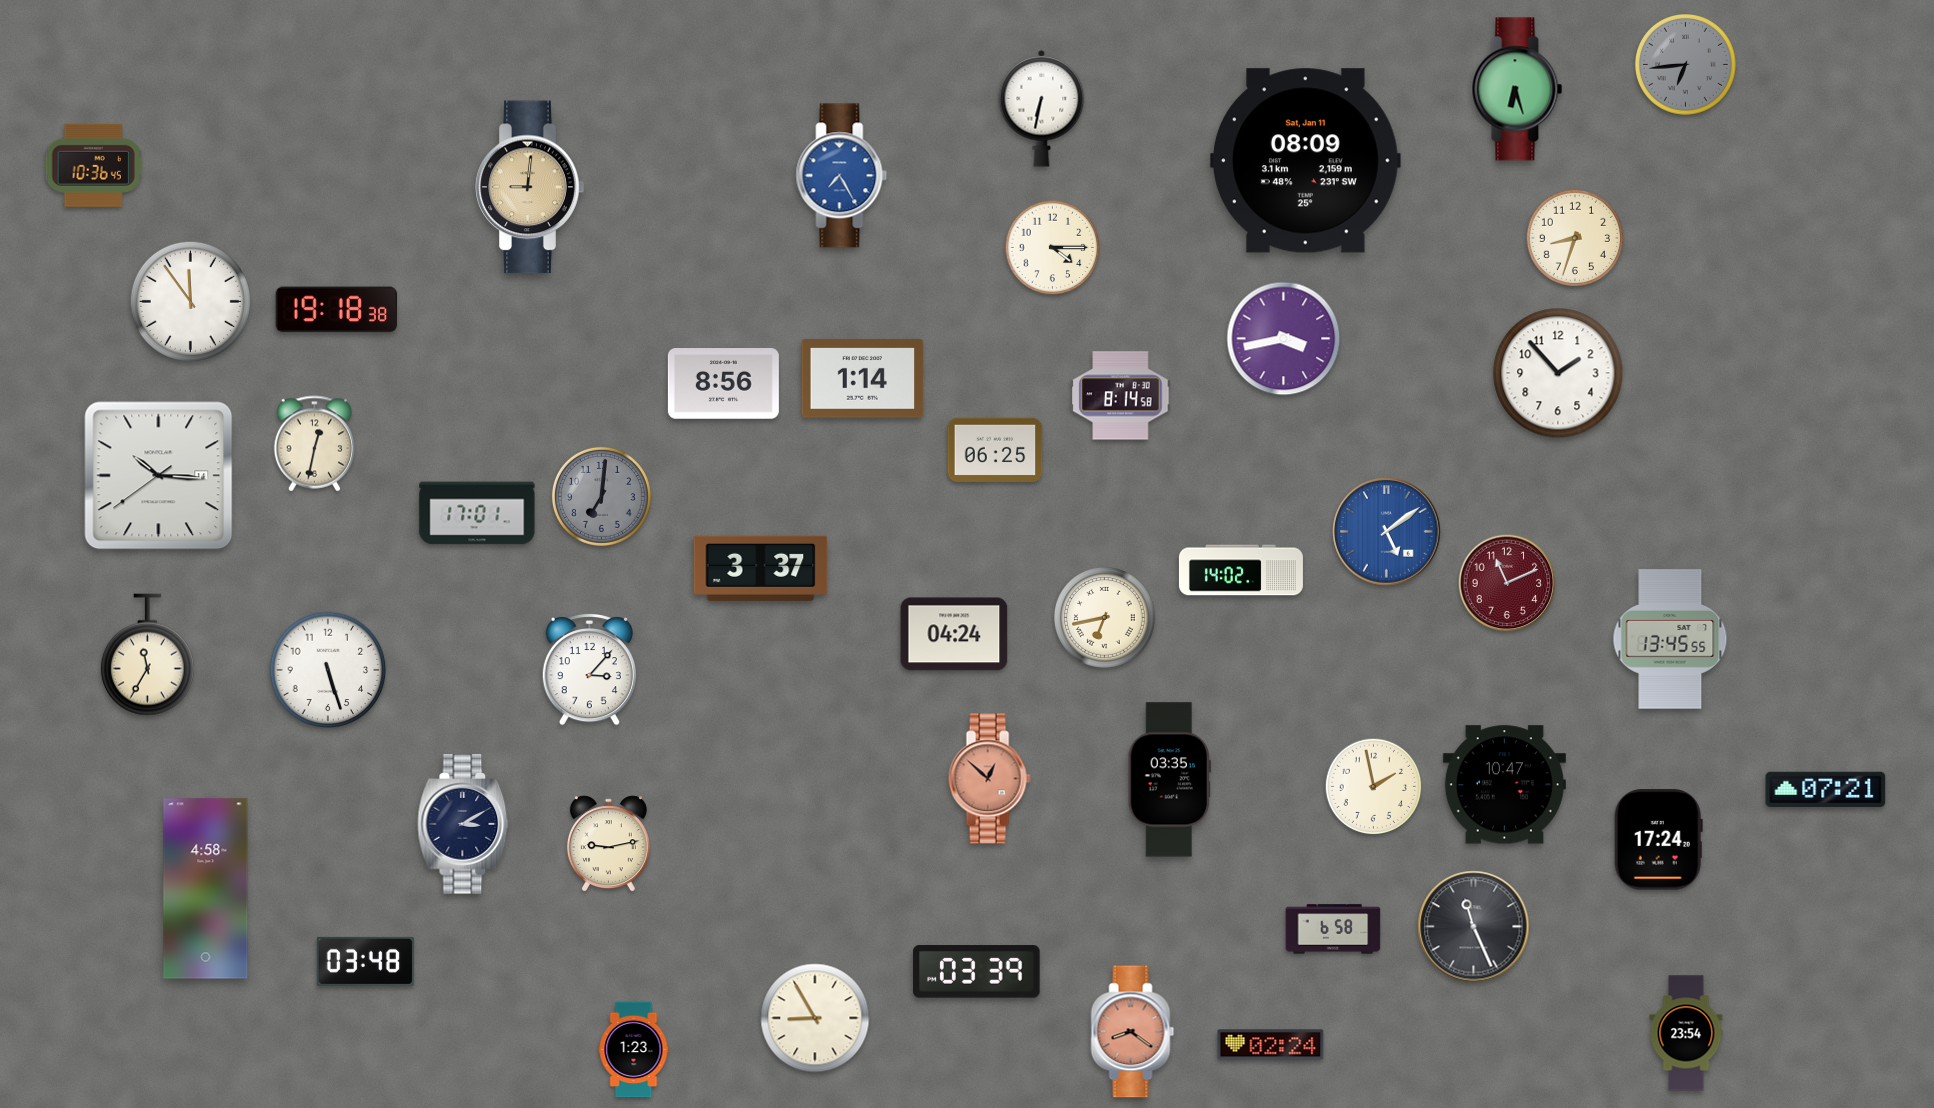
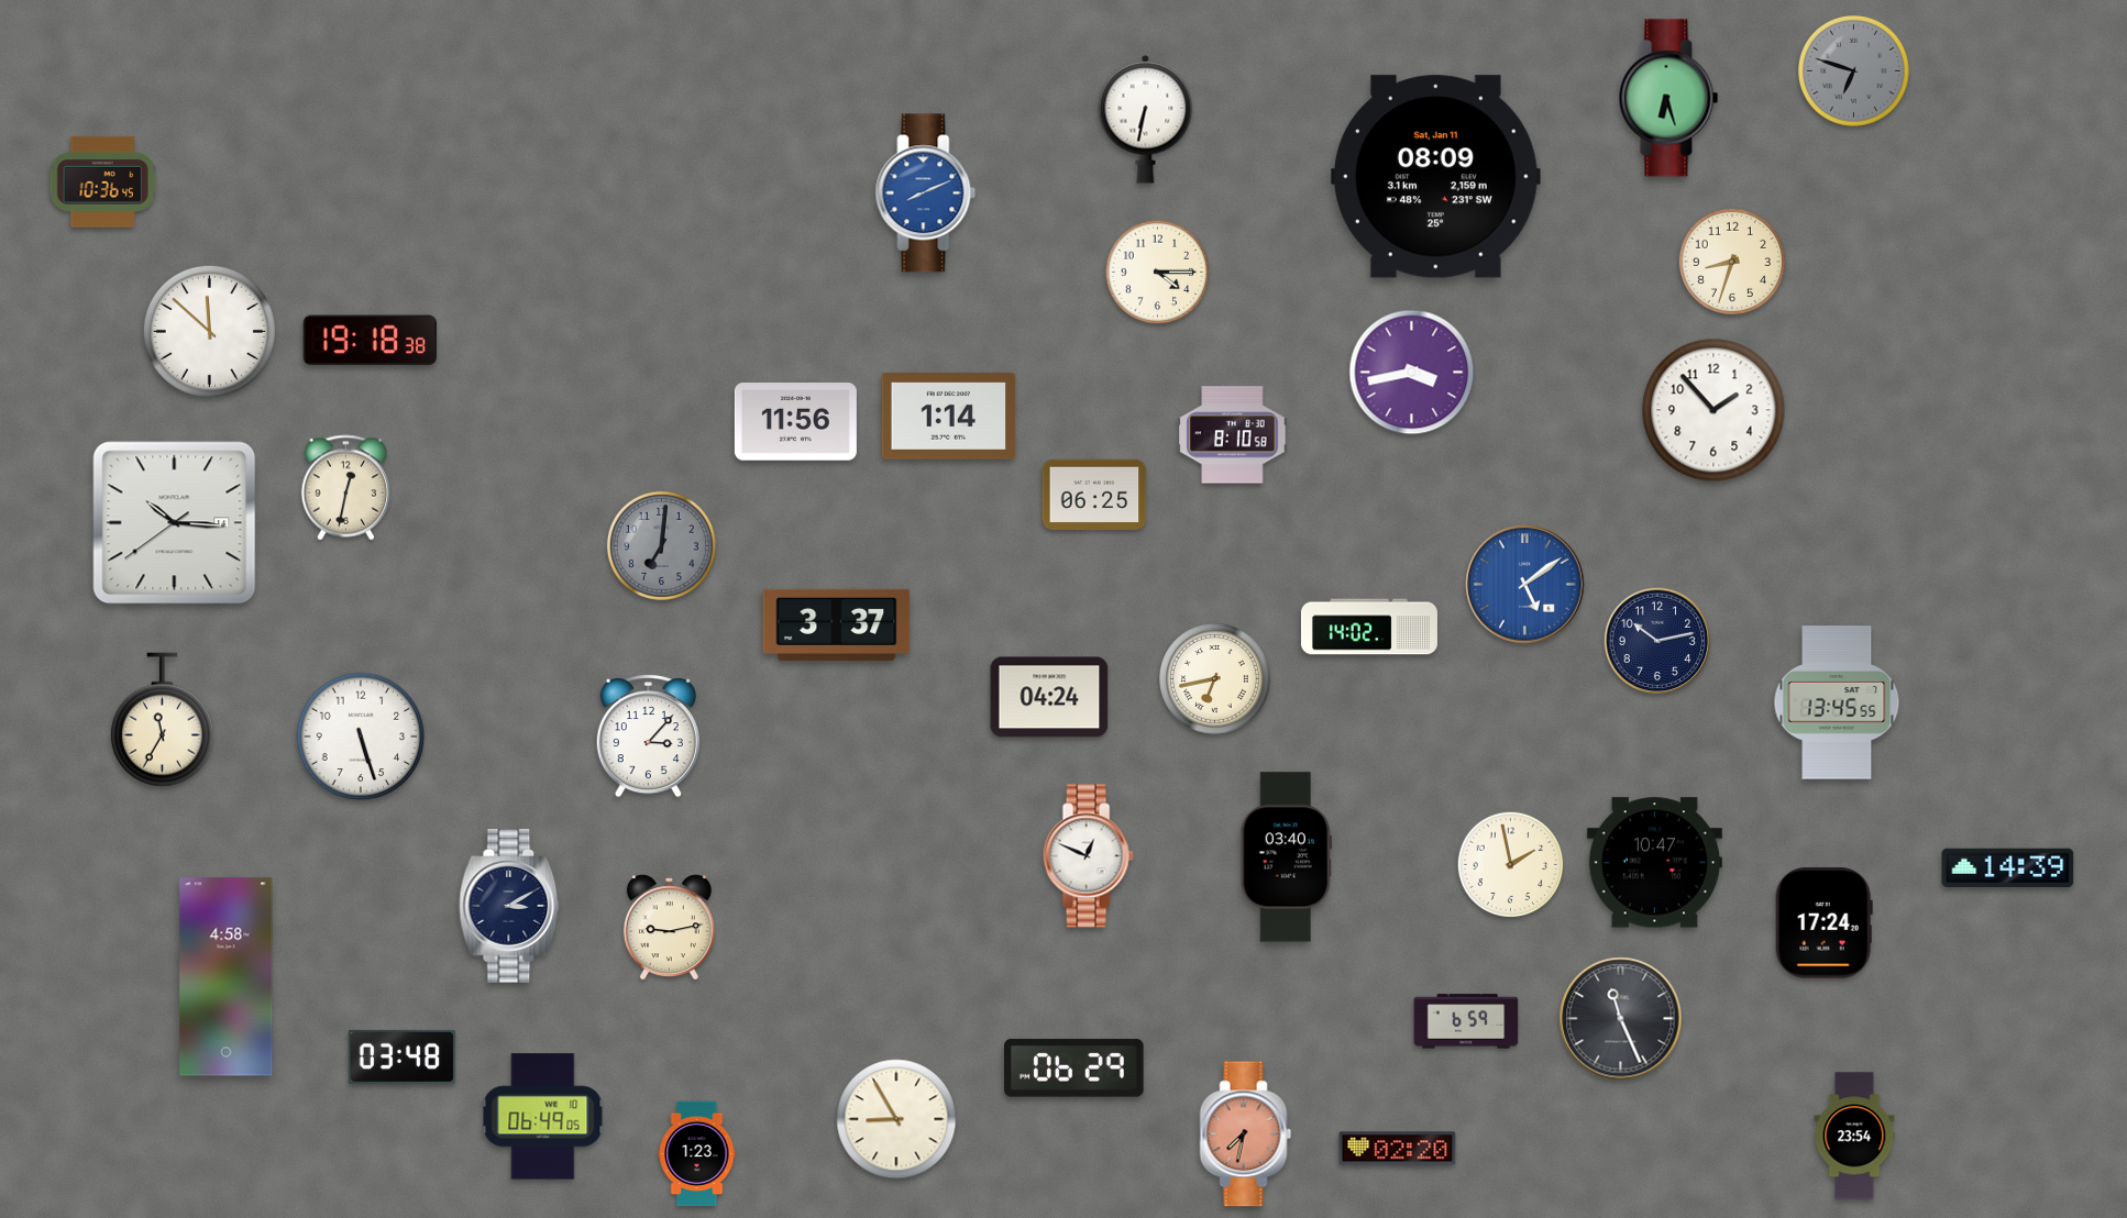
clock at (1685, 64): 6:44 -> 6:48
clock at (842, 176): 7:25 -> 8:11
clock at (530, 187): 9:01 -> none
clock at (190, 301): 11:54 -> 11:52
clock at (723, 384): 8:56 -> 11:56
clock at (1121, 396): 8:14 -> 8:10
clock at (477, 513): 17:01 -> none
clock at (1241, 570) position: (1241, 570) -> (1369, 627)
clock at (1507, 583): 11:11 -> 10:13
clock at (1507, 583) dial: burgundy -> navy
clock at (989, 779): 12:52 -> 12:49
clock at (989, 779) dial: salmon -> white
clock at (1169, 780): 03:35 -> 03:40
clock at (1826, 789): 07:21 -> 14:39
clock at (1333, 929): 6:58 -> 6:59
clock at (977, 972): 03:39 -> 06:29
clock at (543, 1117): none -> 06:49
clock at (1133, 1032): 8:21 -> 7:32
clock at (1271, 1045): 02:24 -> 02:20
